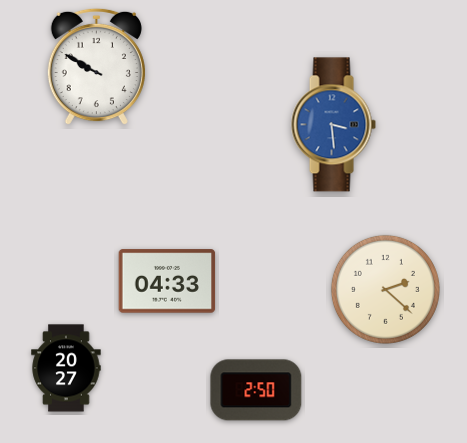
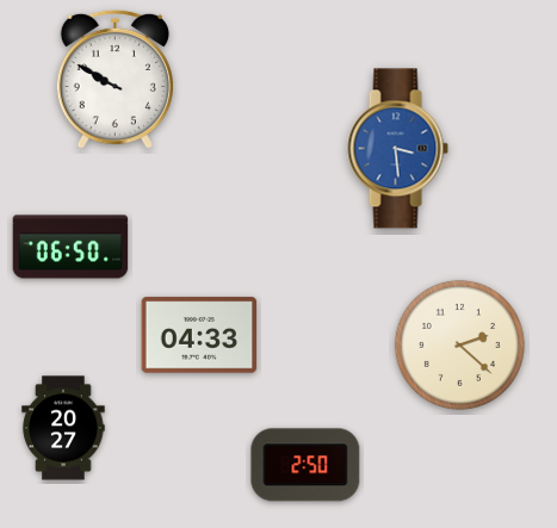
clock at (70, 247): none -> 06:50
clock at (66, 368) position: (66, 368) -> (63, 428)
